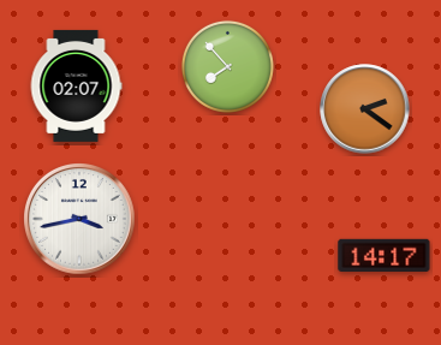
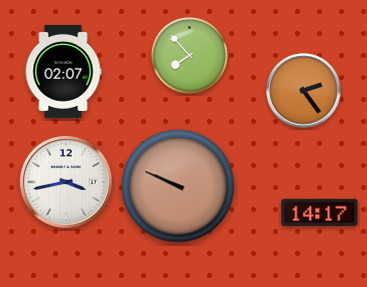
clock at (365, 109): 2:21 -> 2:24
clock at (178, 186): none -> 9:49
